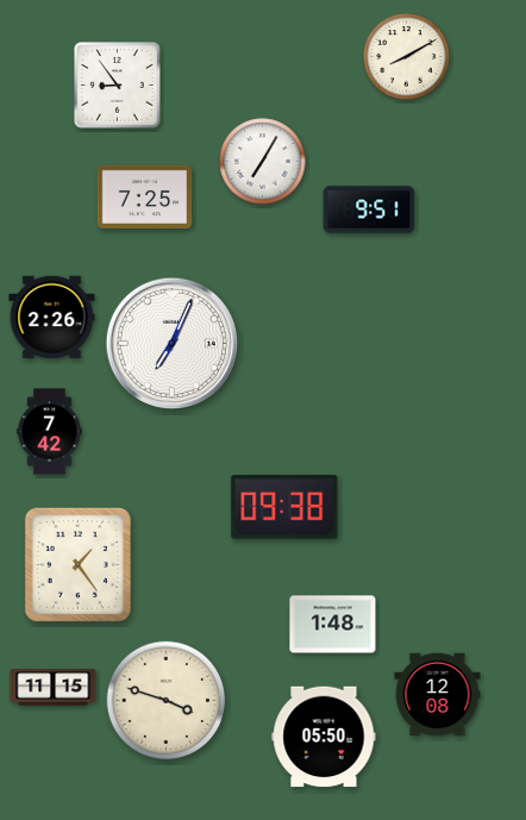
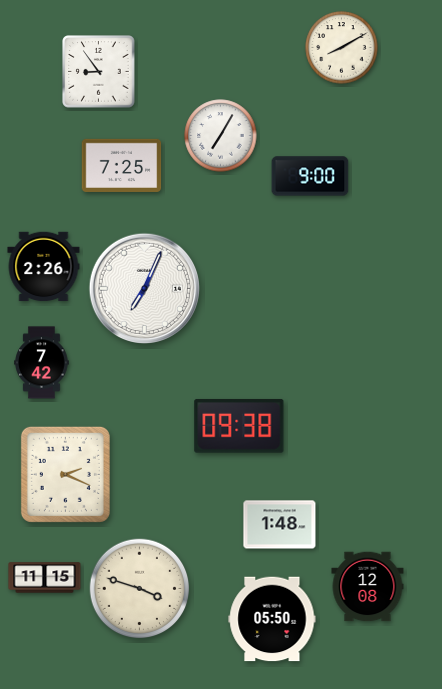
clock at (369, 209): 9:51 -> 9:00
clock at (77, 564): 1:24 -> 2:19
clock at (438, 695) position: (438, 695) -> (368, 587)
